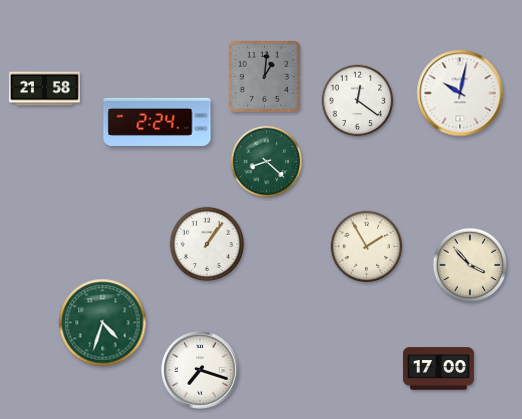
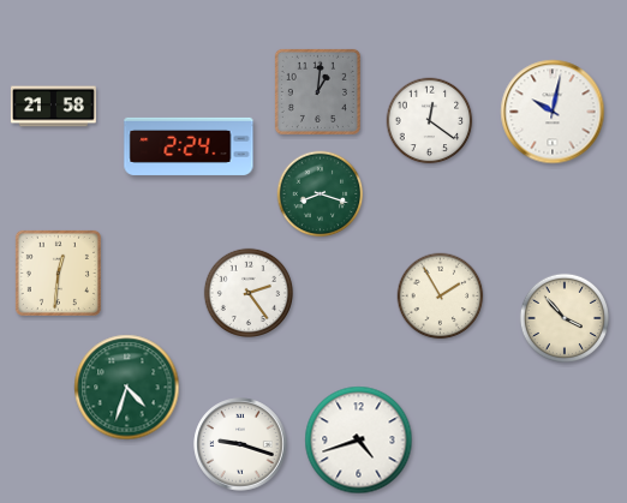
clock at (267, 162): 8:22 -> 8:18
clock at (58, 273): none -> 12:31
clock at (206, 243): 1:06 -> 2:24
clock at (103, 323) position: (103, 323) -> (127, 388)
clock at (359, 441): none -> 4:42
clock at (438, 369): 17:00 -> none
clock at (200, 370): 7:18 -> 9:18
